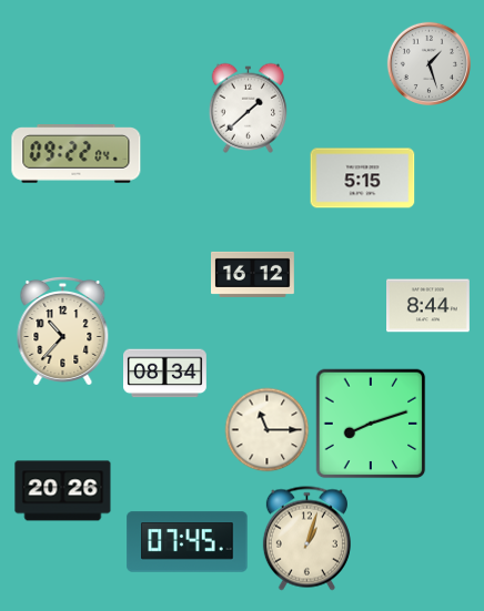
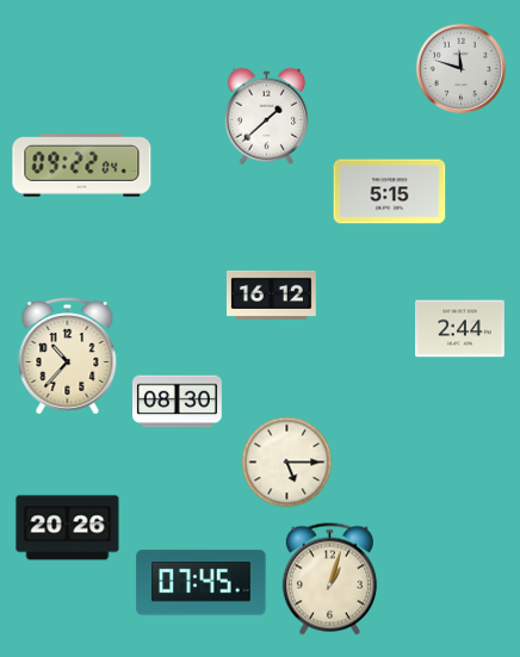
clock at (428, 63): 1:27 -> 11:48
clock at (428, 306): 8:44 -> 2:44
clock at (165, 374): 08:34 -> 08:30
clock at (371, 424): 8:12 -> none
clock at (268, 430): 11:15 -> 5:15
